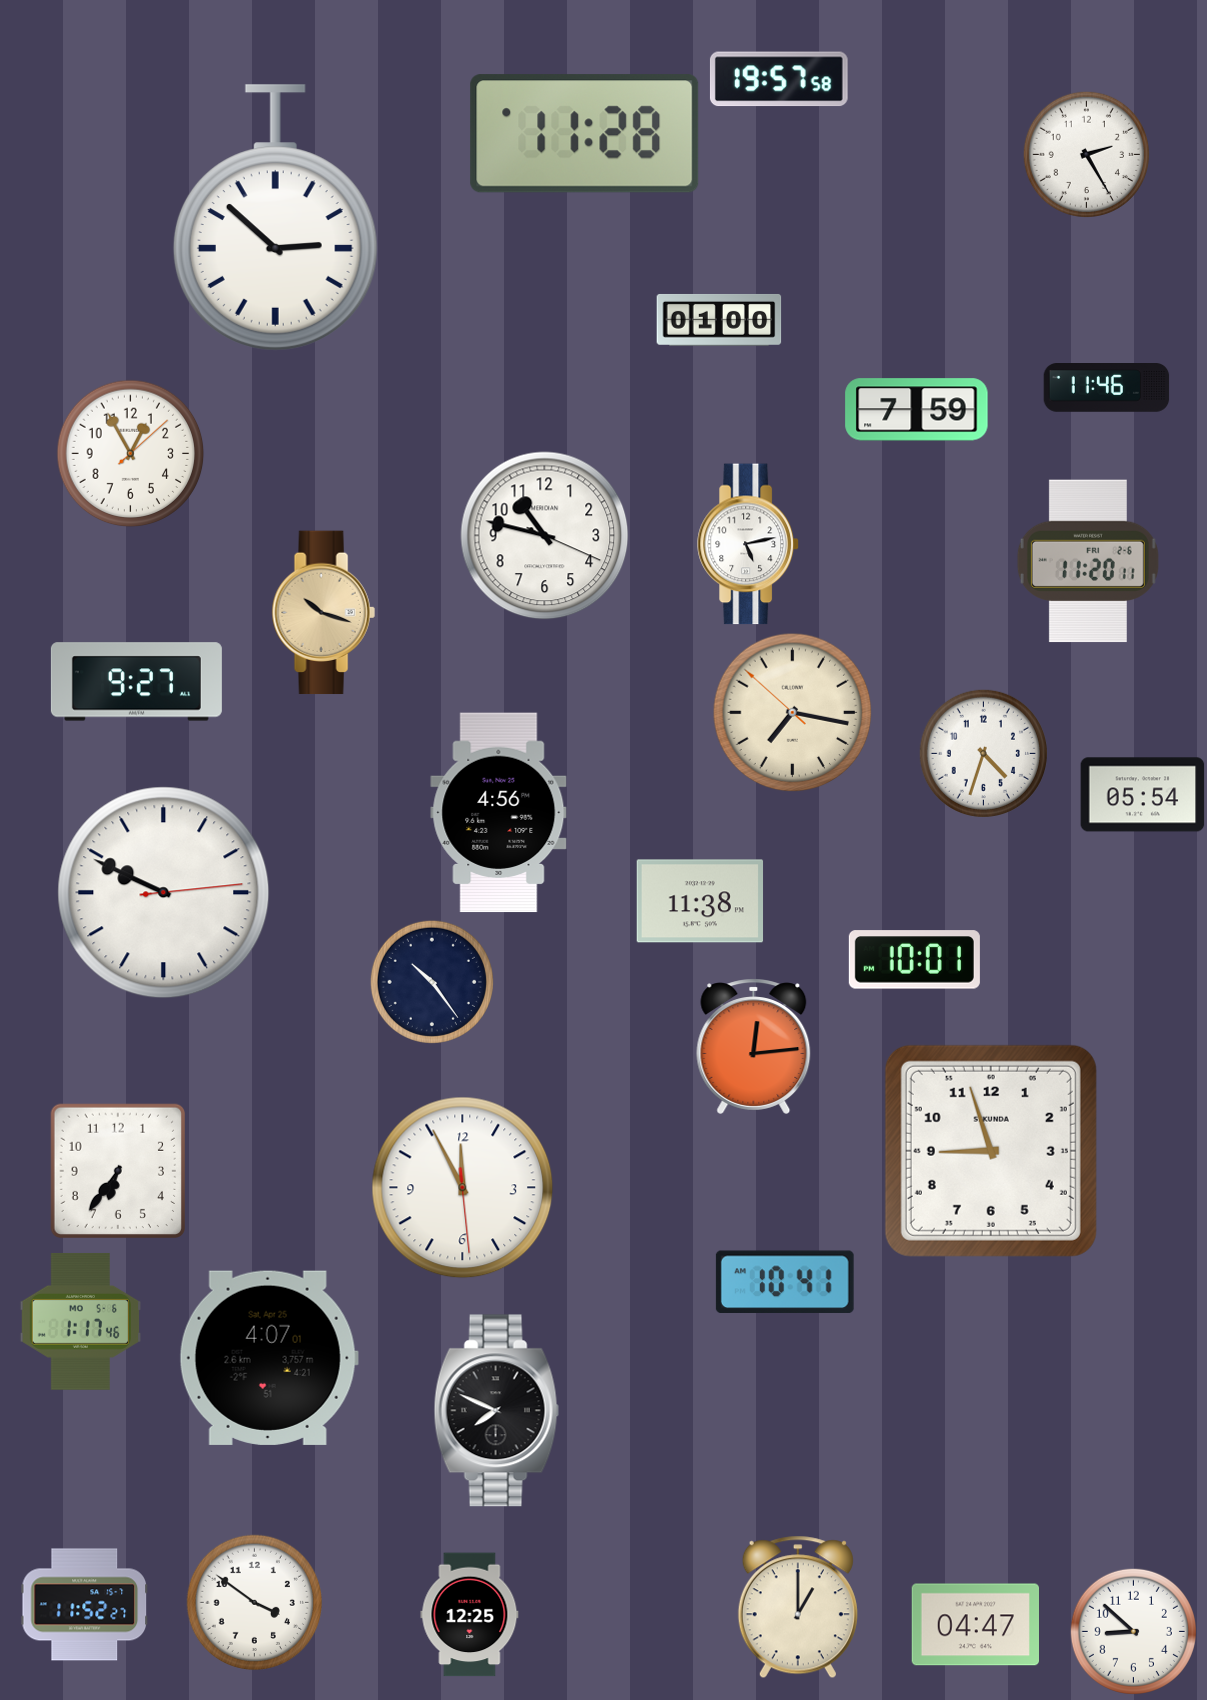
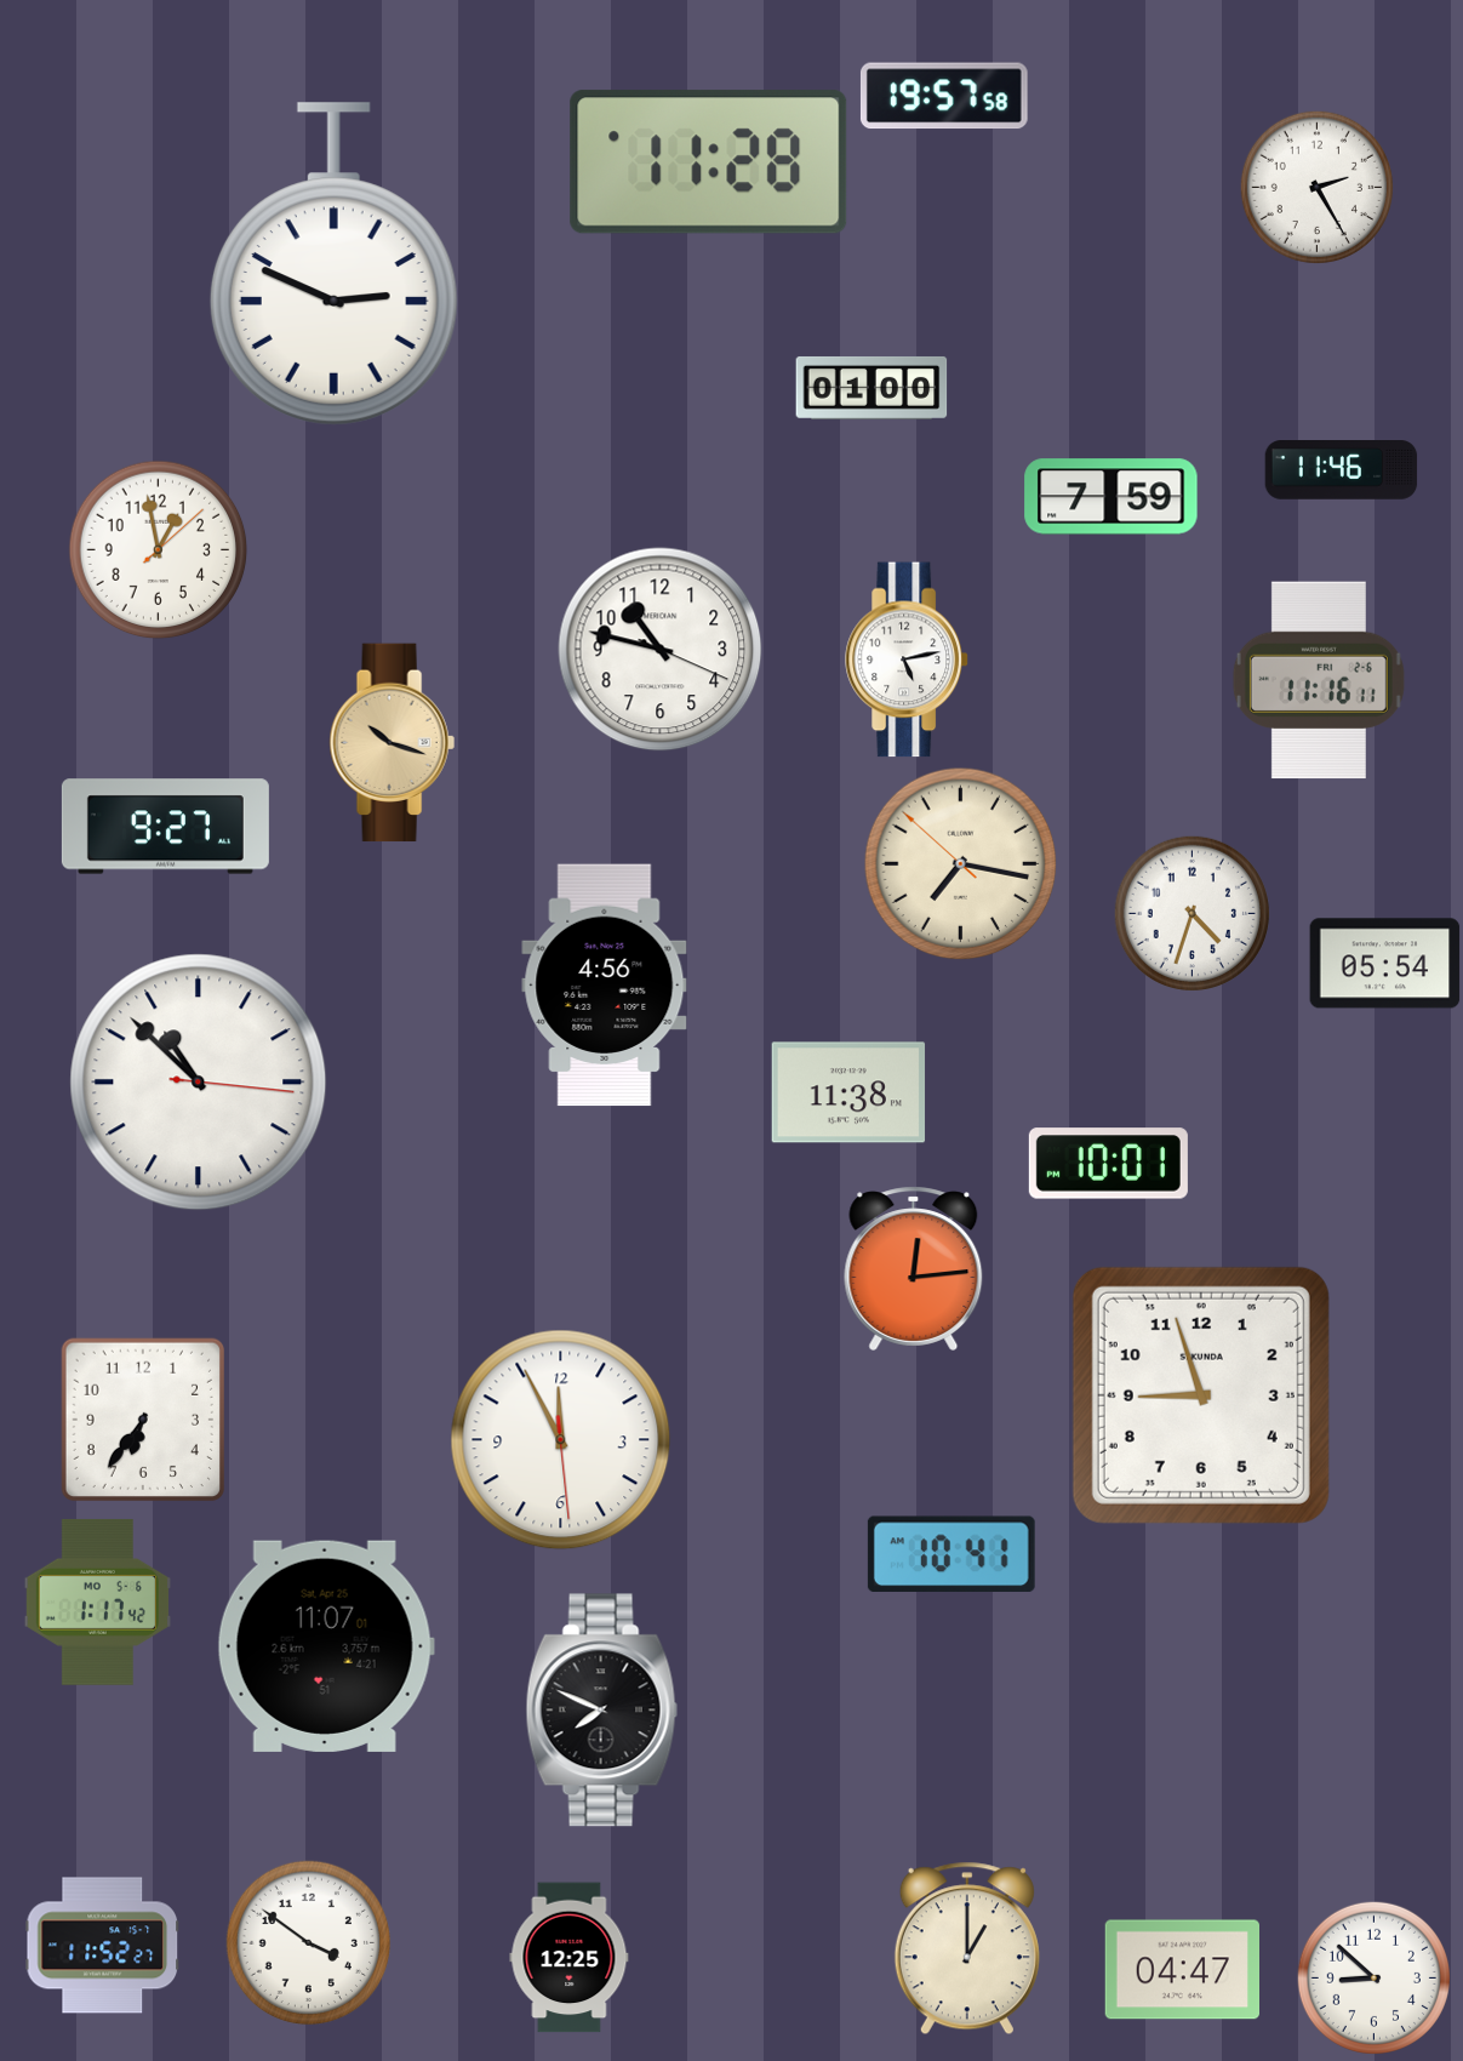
clock at (275, 218): 2:52 -> 2:49
clock at (131, 454): 12:55 -> 12:58
clock at (1088, 561): 11:20 -> 11:16
clock at (164, 893): 9:49 -> 10:52
clock at (432, 982): 10:24 -> none
clock at (80, 1321): 1:17:46 -> 1:17:42
clock at (269, 1358): 4:07 -> 11:07
